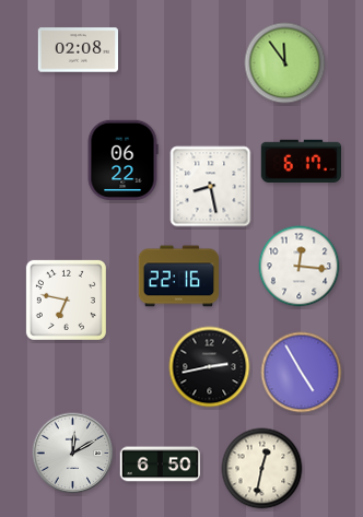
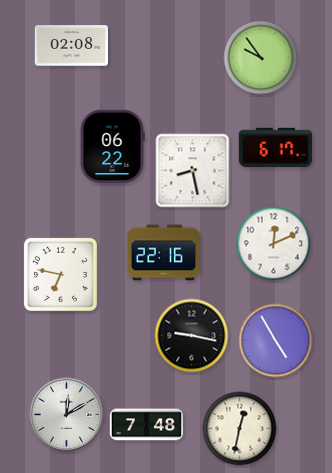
clock at (285, 63): 11:54 -> 9:54
clock at (300, 267): 12:16 -> 12:11
clock at (210, 367): 2:43 -> 9:17
clock at (160, 465): 6:50 -> 7:48
